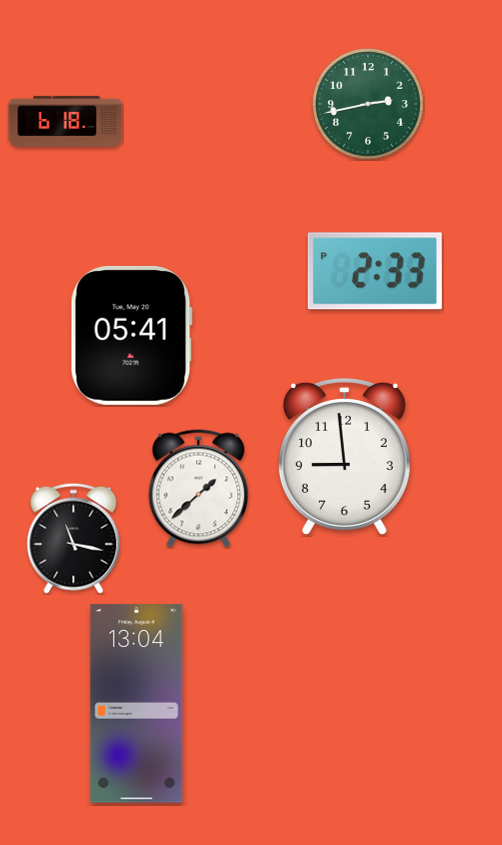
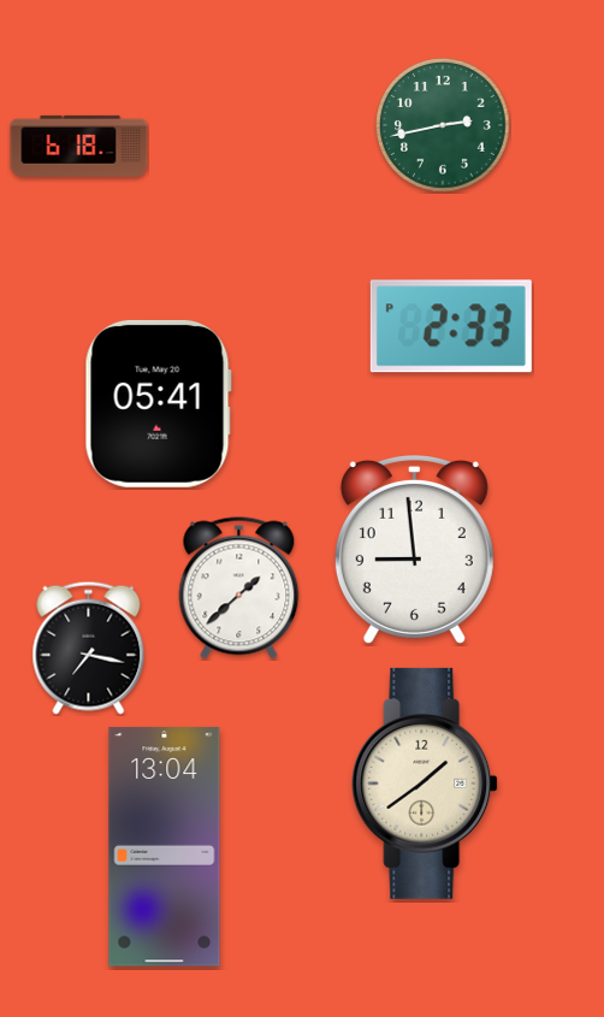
clock at (74, 538): 11:17 -> 7:17
clock at (425, 784): none -> 1:39
